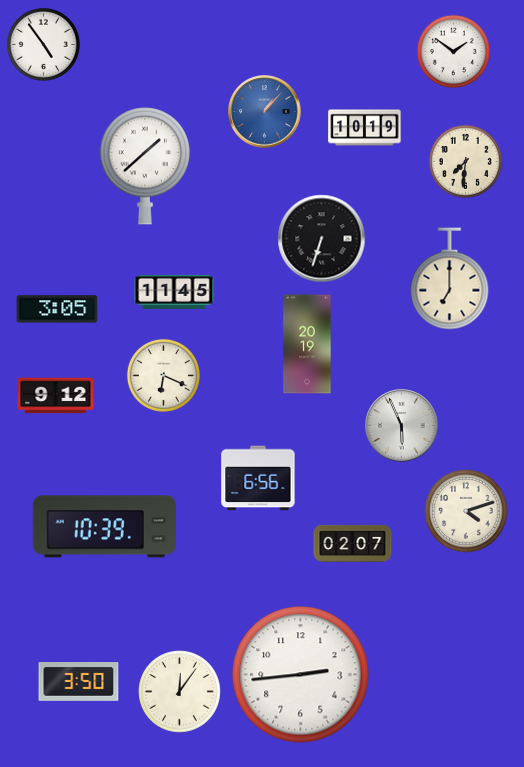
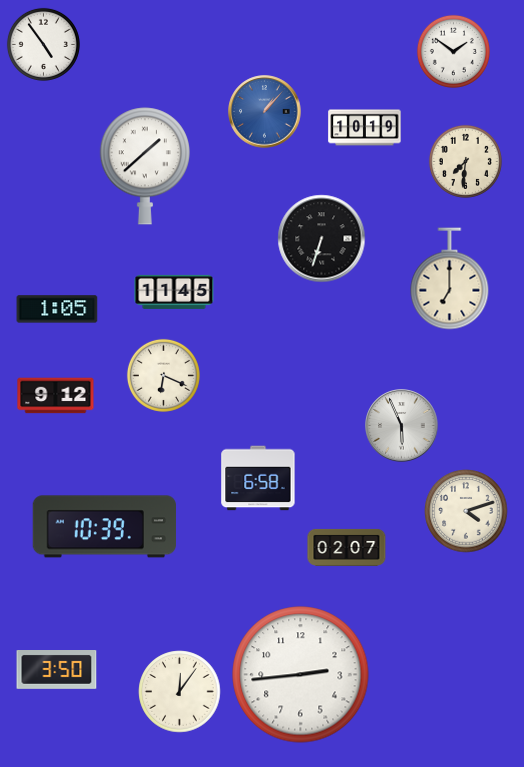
clock at (57, 309): 3:05 -> 1:05
clock at (307, 344): 20:19 -> none
clock at (258, 478): 6:56 -> 6:58
clock at (353, 543) position: (353, 543) -> (347, 547)
clock at (79, 682) position: (79, 682) -> (57, 670)
